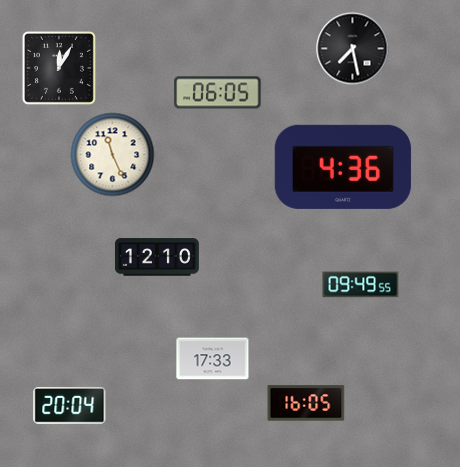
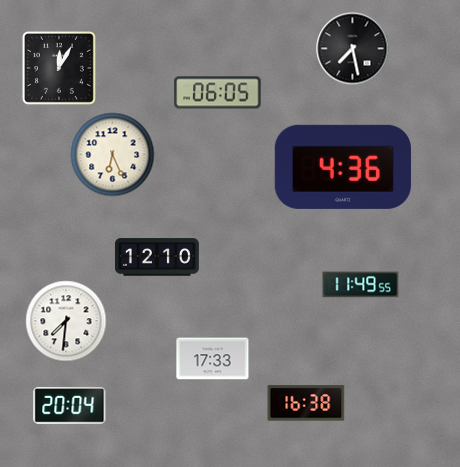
clock at (113, 155): 11:26 -> 6:26
clock at (361, 285): 09:49 -> 11:49
clock at (66, 321): none -> 7:31
clock at (306, 403): 16:05 -> 16:38
